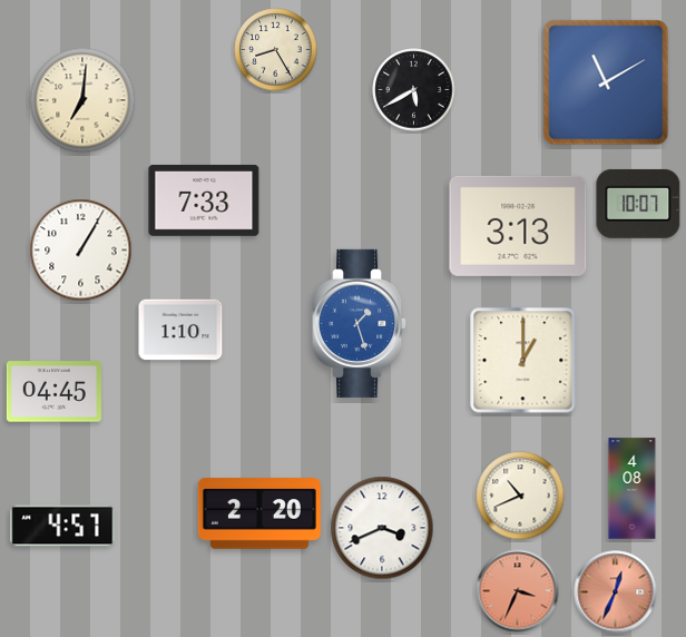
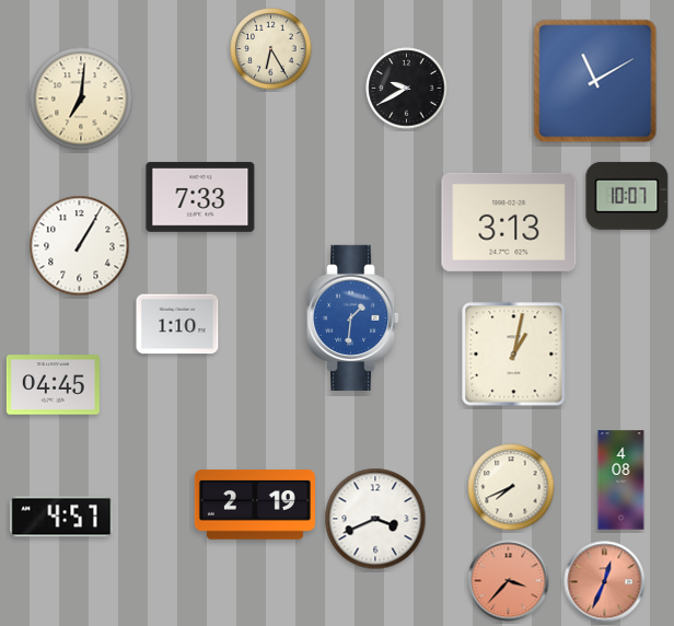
clock at (276, 50): 8:25 -> 6:25
clock at (414, 90): 5:40 -> 9:40
clock at (638, 204) position: (638, 204) -> (627, 196)
clock at (361, 323): 1:27 -> 1:31
clock at (523, 361): 1:00 -> 1:02
clock at (520, 496): 10:41 -> 7:41
clock at (259, 513): 2:20 -> 2:19
clock at (518, 591): 3:34 -> 3:37
